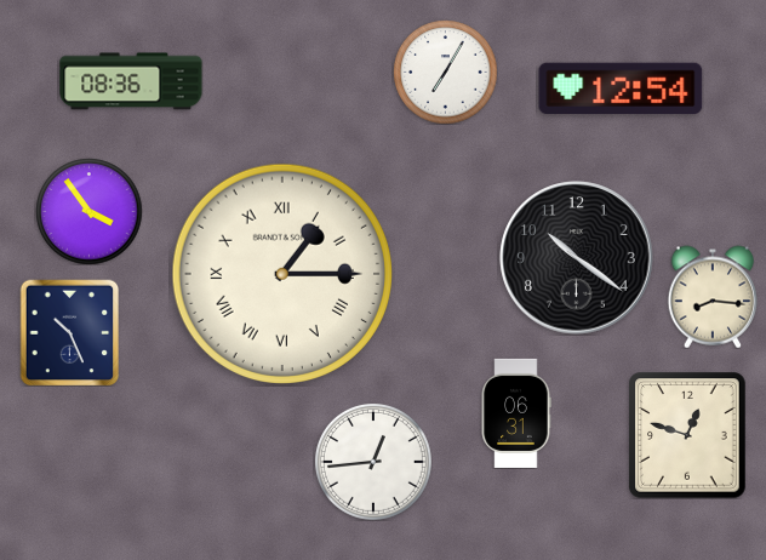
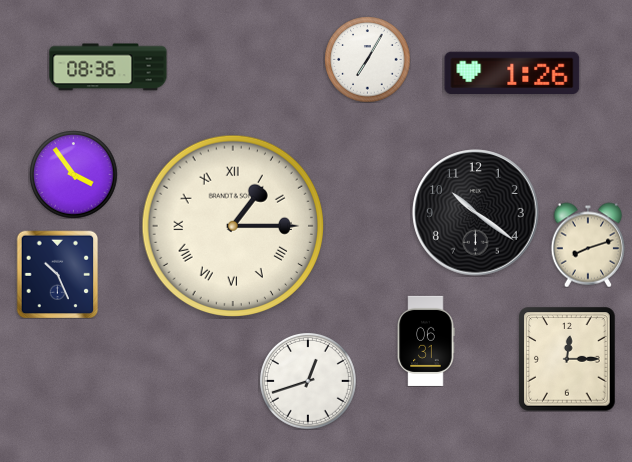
clock at (621, 88): 12:54 -> 1:26
clock at (711, 297): 8:16 -> 8:12
clock at (687, 435): 12:48 -> 12:15
clock at (373, 462): 12:44 -> 12:42
